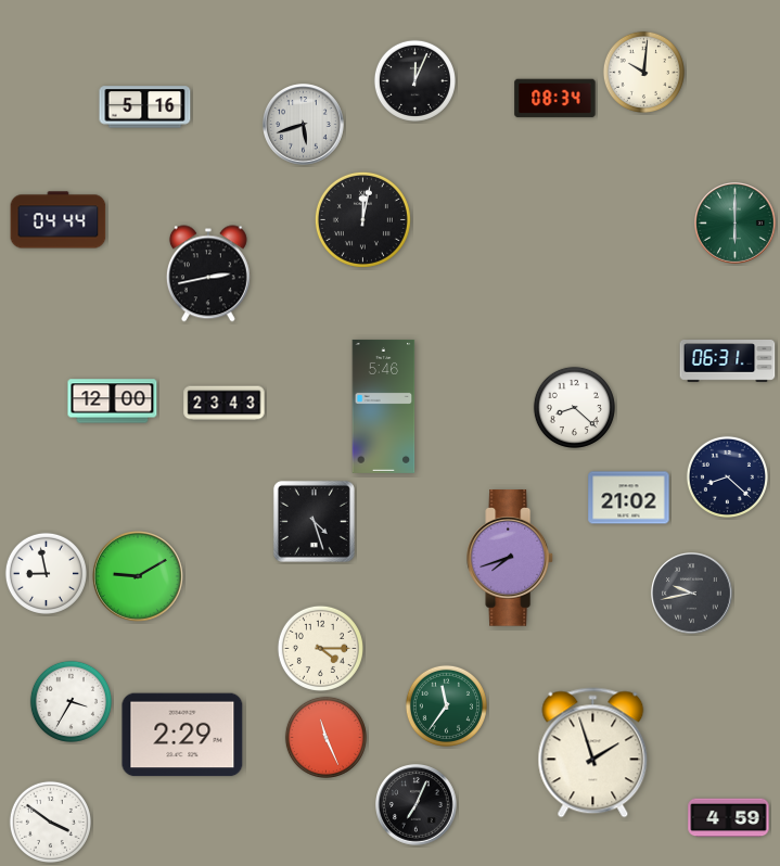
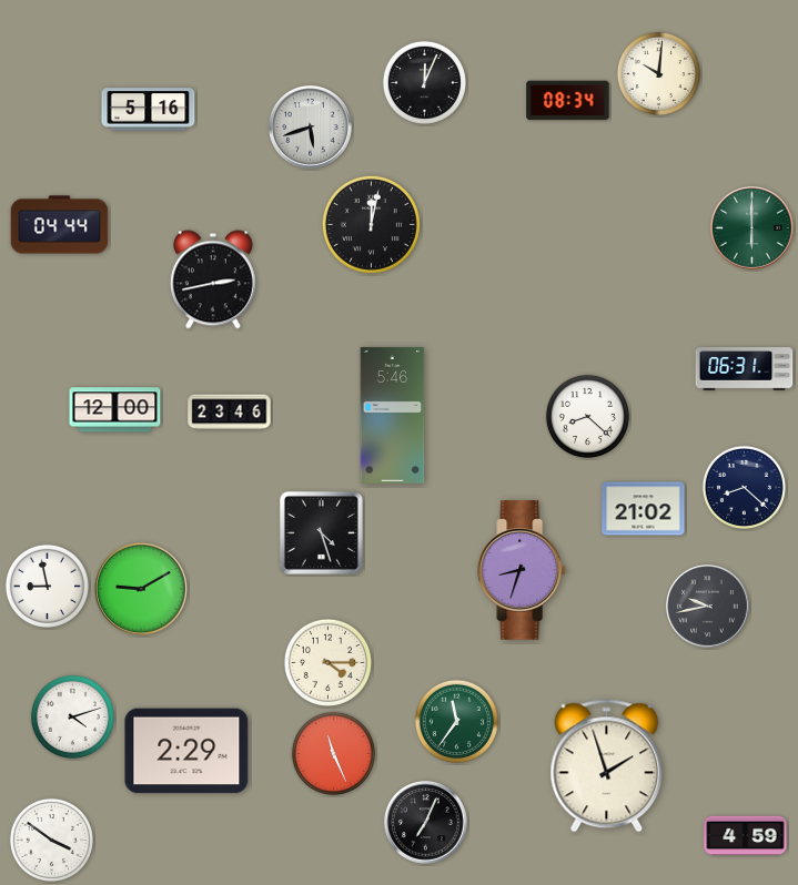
clock at (225, 404): 23:43 -> 23:46
clock at (511, 558): 7:42 -> 8:33
clock at (71, 701): 3:35 -> 4:12
clock at (593, 753) position: (593, 753) -> (607, 766)
